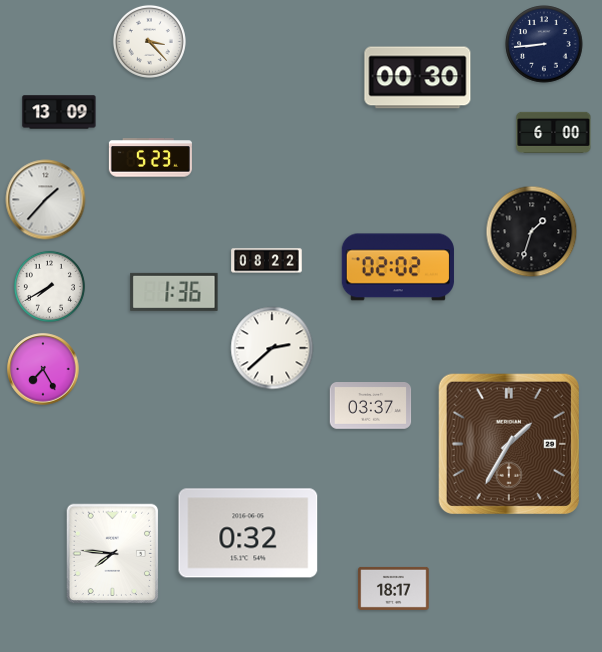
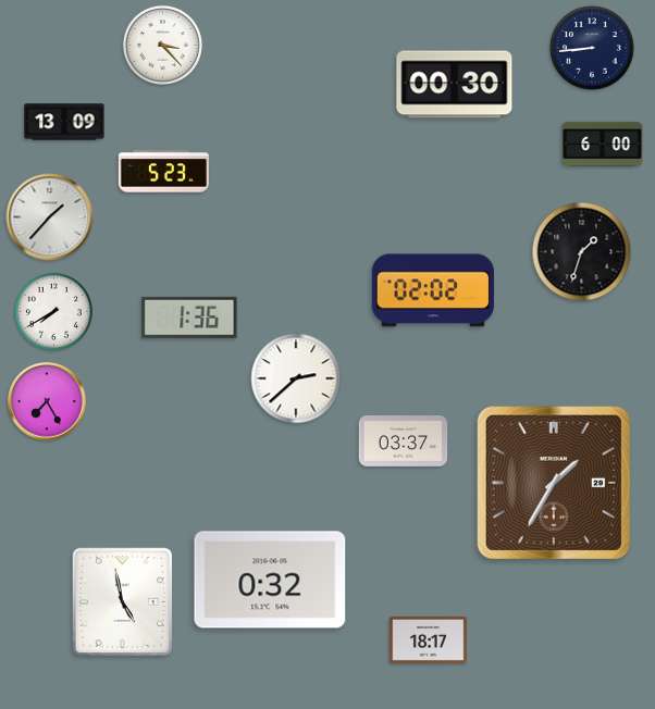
clock at (532, 232) position: (532, 232) -> (582, 252)
clock at (267, 261): 08:22 -> none
clock at (113, 554): 7:46 -> 4:58
